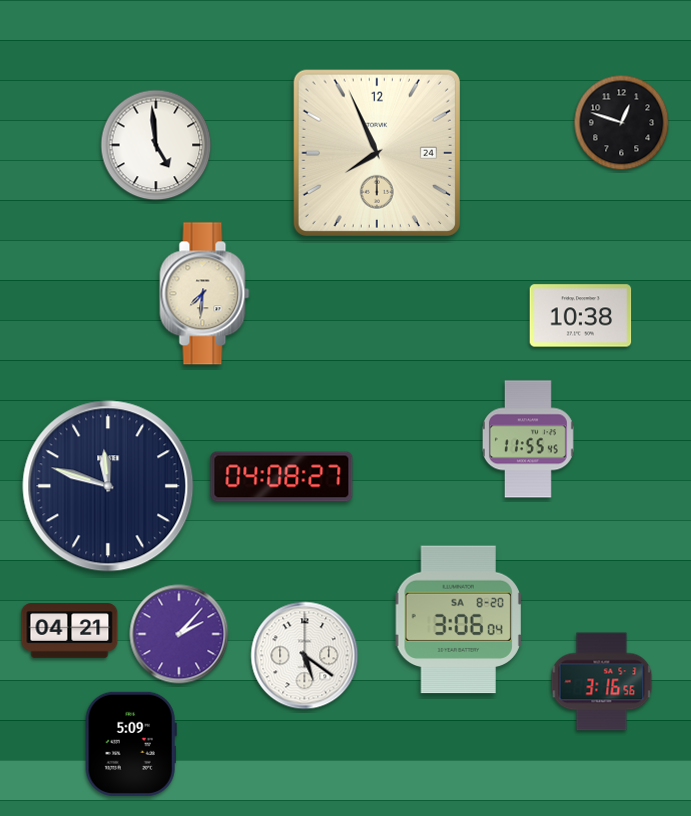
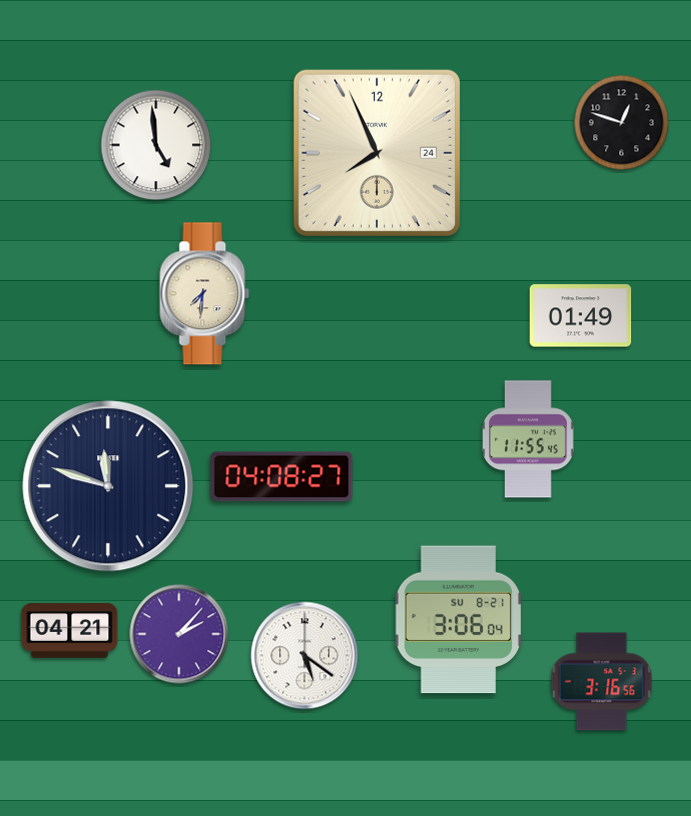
clock at (581, 316): 10:38 -> 01:49
clock at (458, 620) date: SA 8-20 -> SU 8-21
clock at (131, 744): 5:09 -> none
